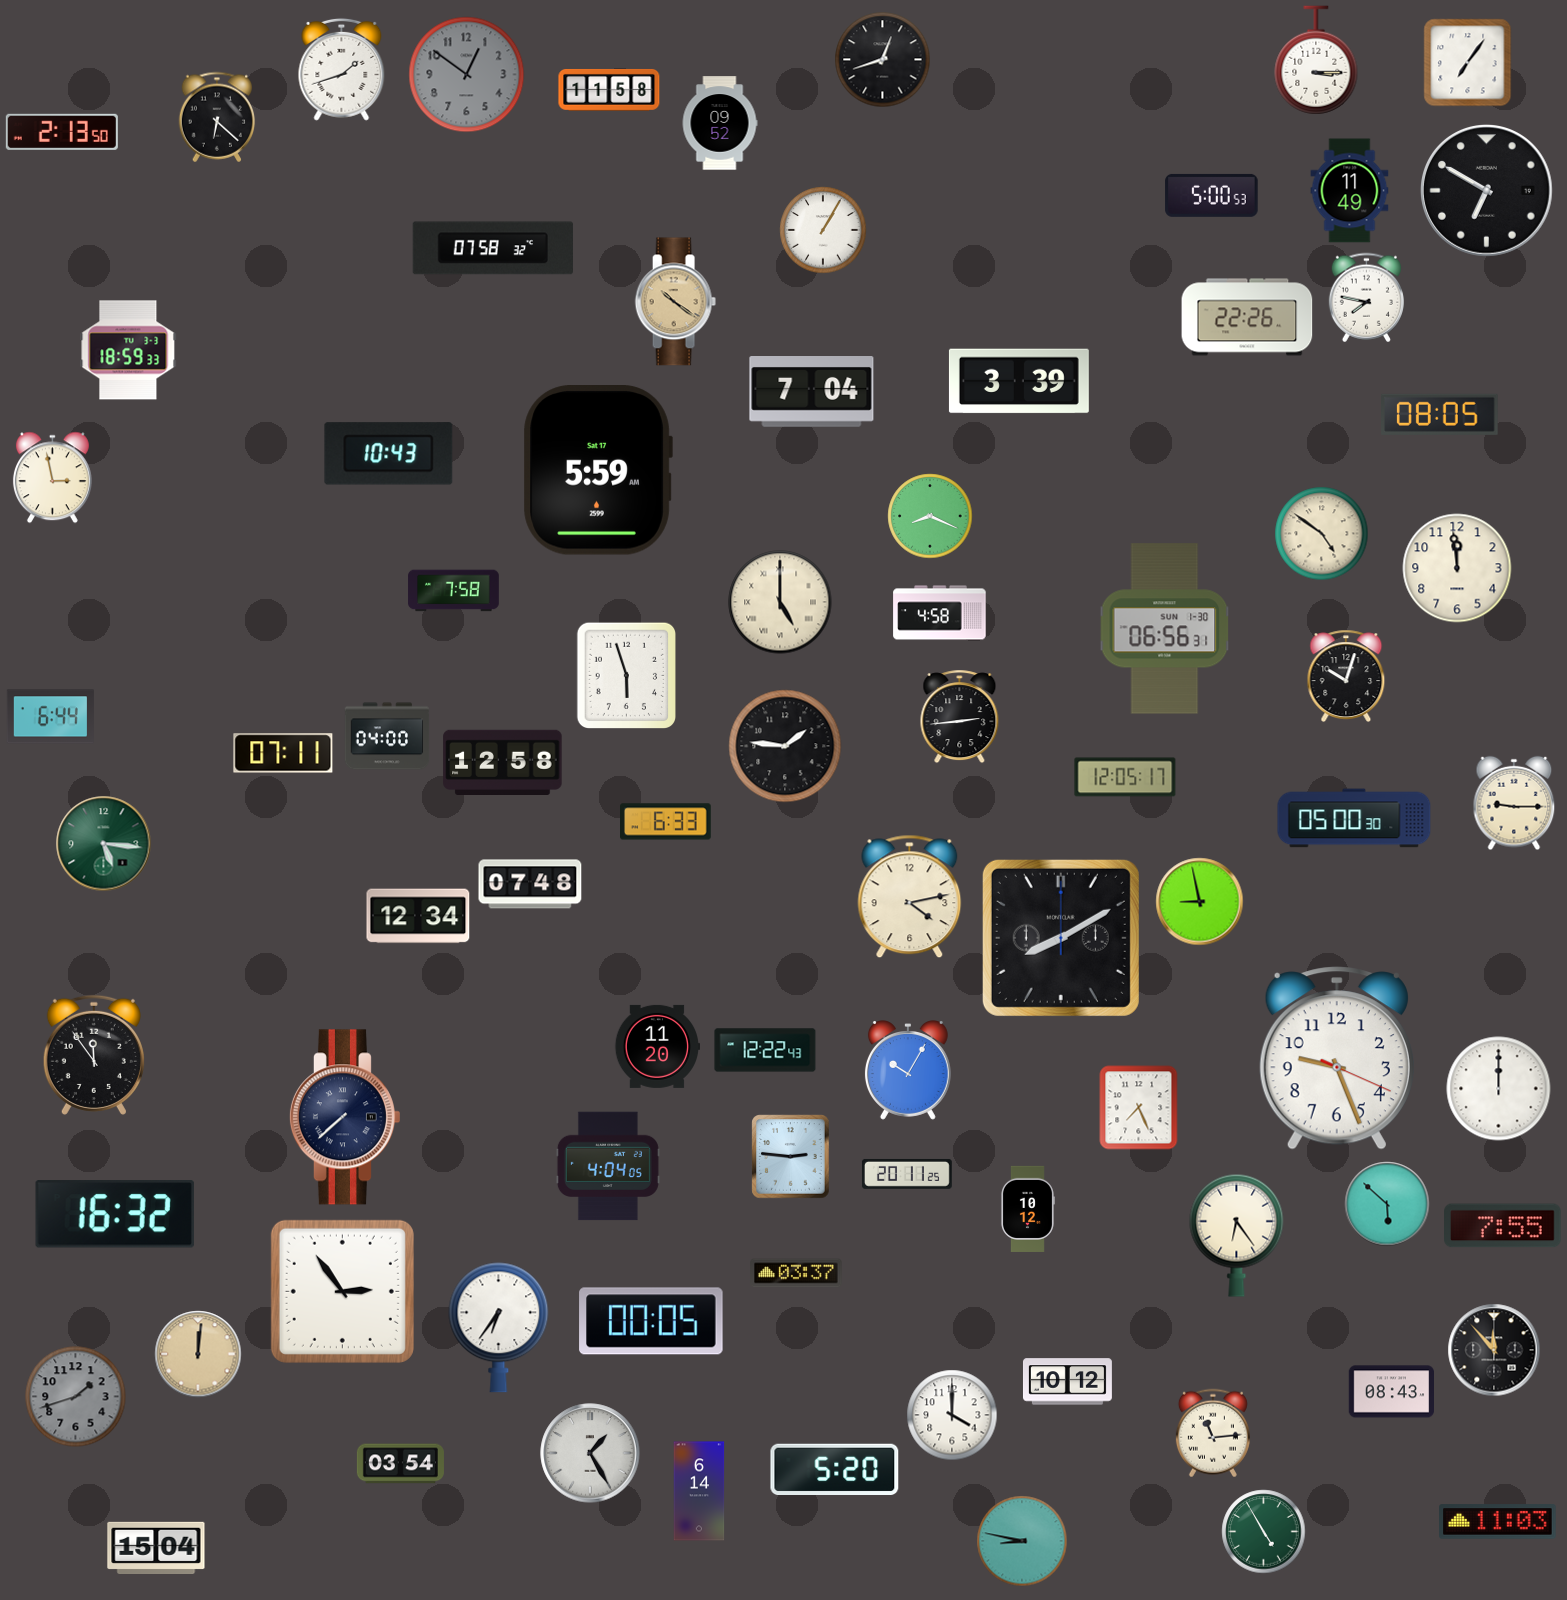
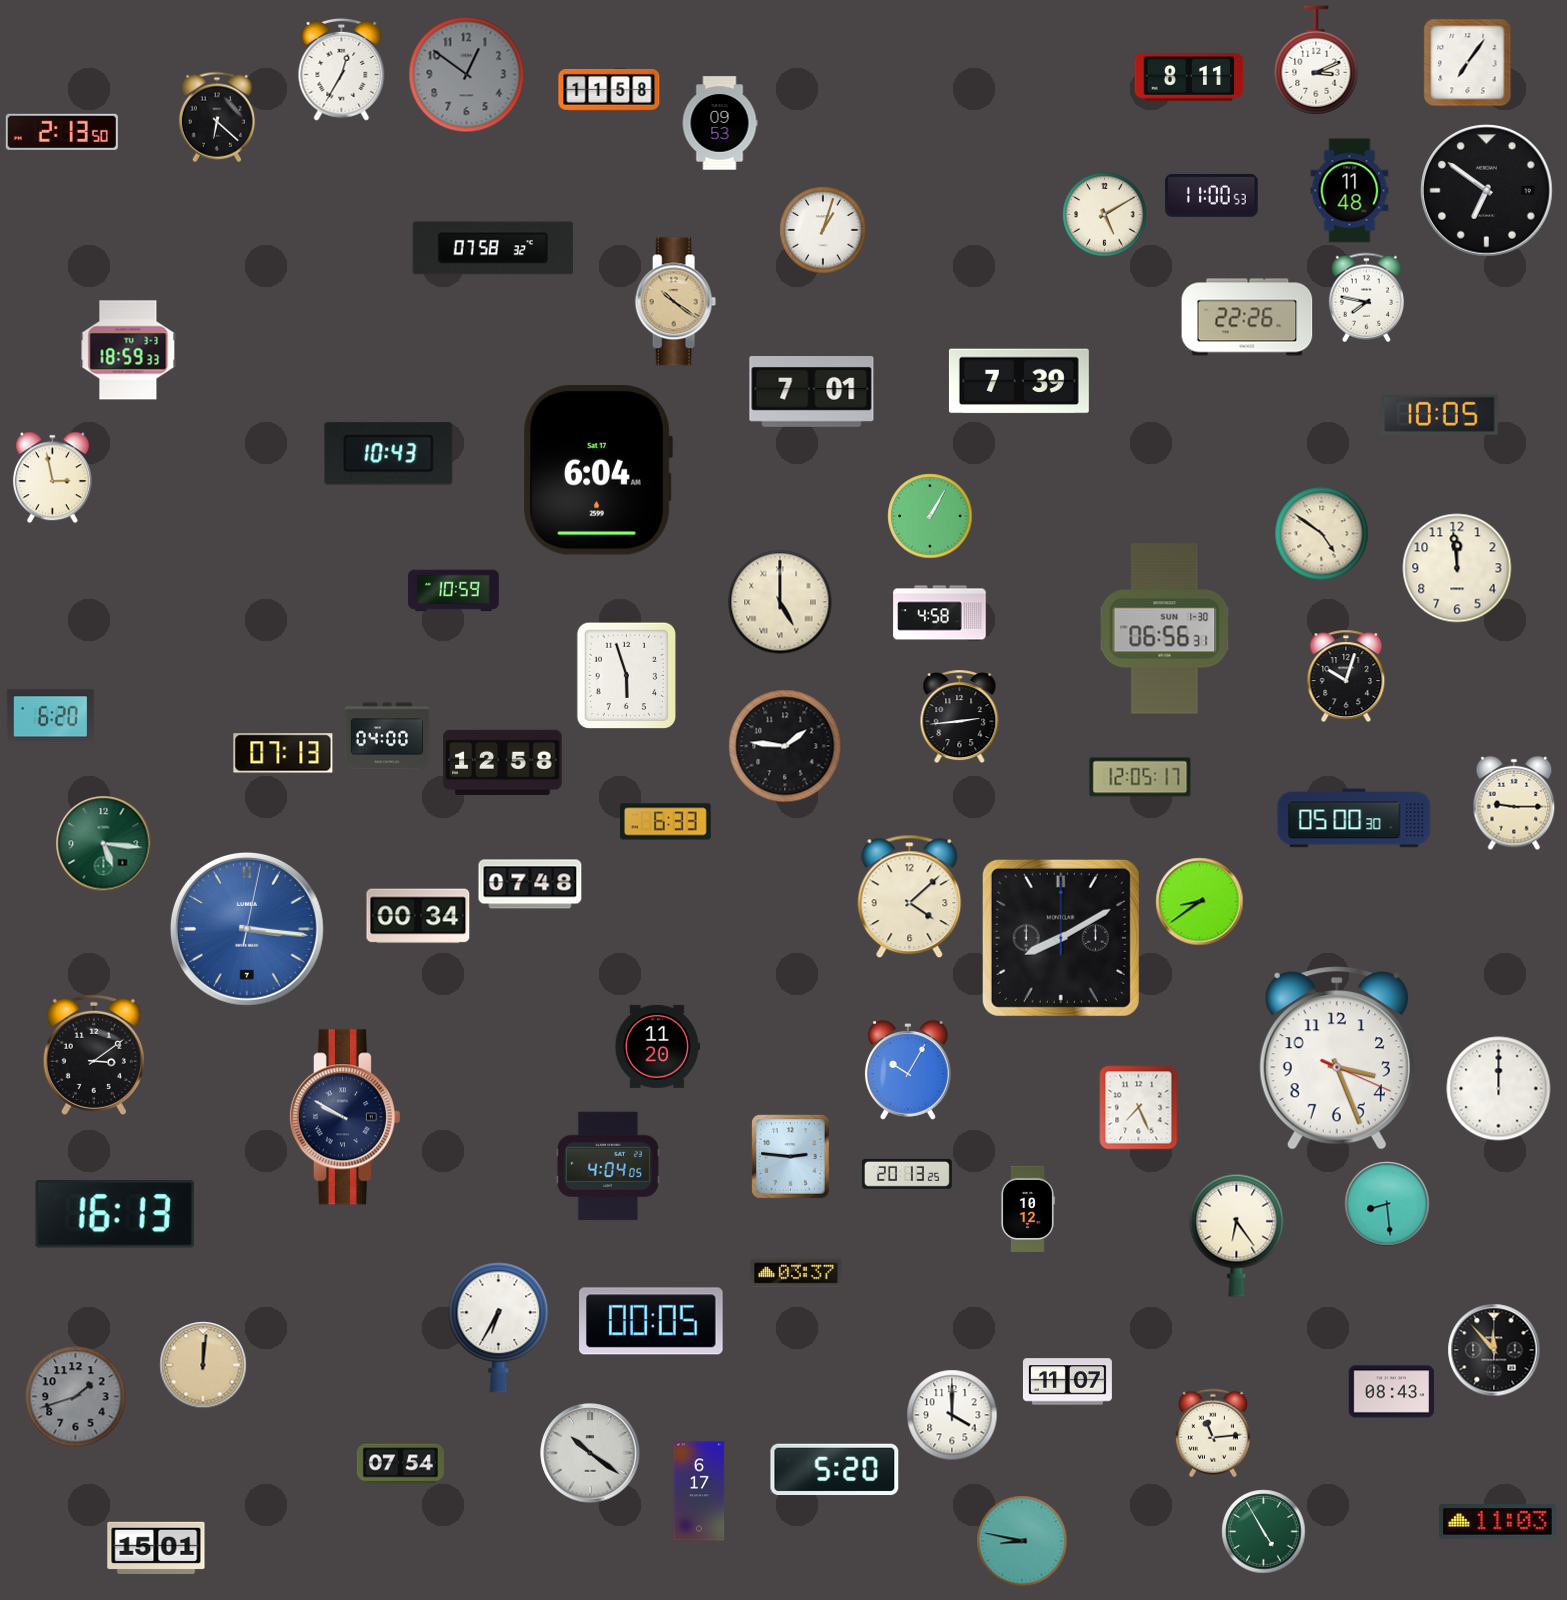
clock at (883, 60): 12:42 -> none
clock at (1316, 60): 3:15 -> 3:11
clock at (342, 69): 1:42 -> 12:35
clock at (1189, 77): none -> 8:11
clock at (720, 123): 09:52 -> 09:53
clock at (1350, 191): 11:49 -> 11:48
clock at (1487, 191): 6:50 -> 6:51
clock at (1212, 195): 5:00 -> 11:00
clock at (1105, 215): none -> 5:10
clock at (823, 230): 1:05 -> 1:03
clock at (1019, 381): 3:39 -> 7:39
clock at (812, 392): 7:04 -> 7:01
clock at (1440, 414): 08:05 -> 10:05
clock at (598, 471): 5:59 -> 6:04
clock at (930, 516): 8:19 -> 1:05
clock at (454, 591): 7:58 -> 10:59
clock at (50, 717): 6:44 -> 6:20
clock at (283, 753): 07:11 -> 07:13
clock at (1125, 777) position: (1125, 777) -> (1140, 777)
clock at (910, 897): 4:13 -> 4:08
clock at (1200, 902): 8:58 -> 8:39
clock at (418, 916): 12:34 -> 00:34
clock at (247, 929): none -> 3:16
clock at (765, 1050): 12:22 -> none
clock at (94, 1055): 11:54 -> 3:09
clock at (1337, 1058): 9:26 -> 3:26
clock at (344, 1117): 7:38 -> 9:50
clock at (907, 1174): 20:11 -> 20:13
clock at (1387, 1204): 5:52 -> 8:29
clock at (115, 1214): 16:32 -> 16:13
clock at (1503, 1226): 7:55 -> none
clock at (342, 1291): 2:54 -> none
clock at (499, 1328): 6:36 -> 6:35
clock at (198, 1354) position: (198, 1354) -> (203, 1365)
clock at (1067, 1382): 10:12 -> 11:07
clock at (590, 1453): 1:25 -> 10:21
clock at (400, 1464): 03:54 -> 07:54
clock at (699, 1491): 6:14 -> 6:17
clock at (156, 1547): 15:04 -> 15:01
